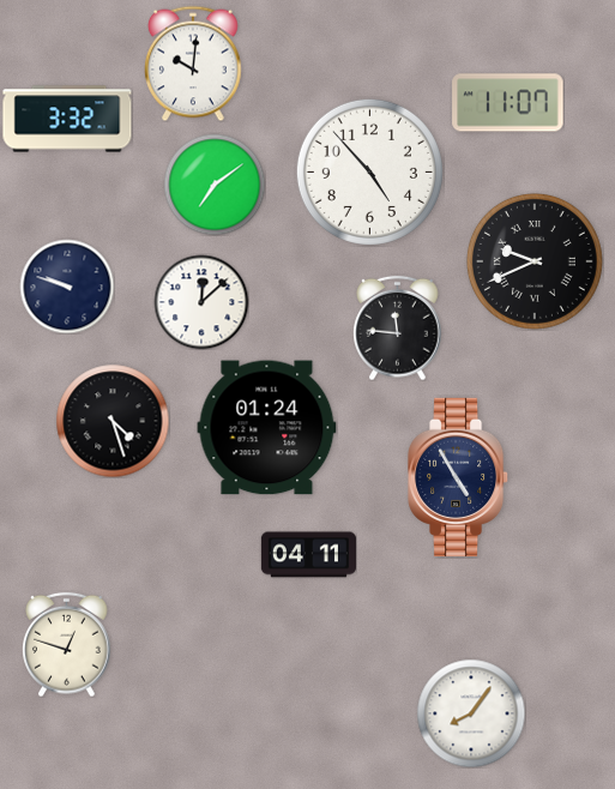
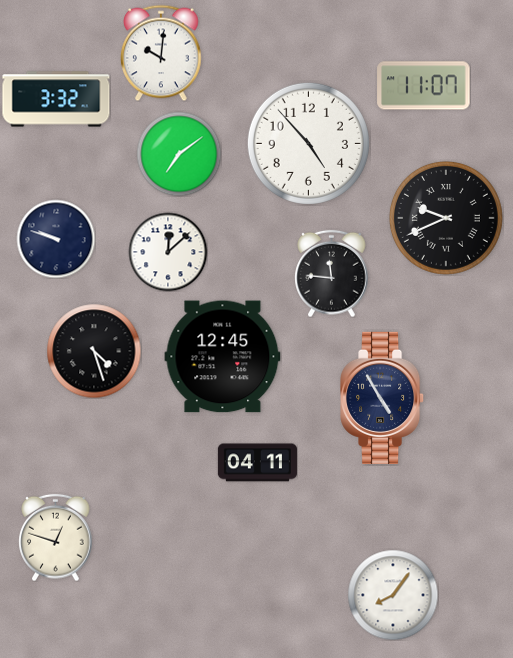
clock at (267, 428): 01:24 -> 12:45
